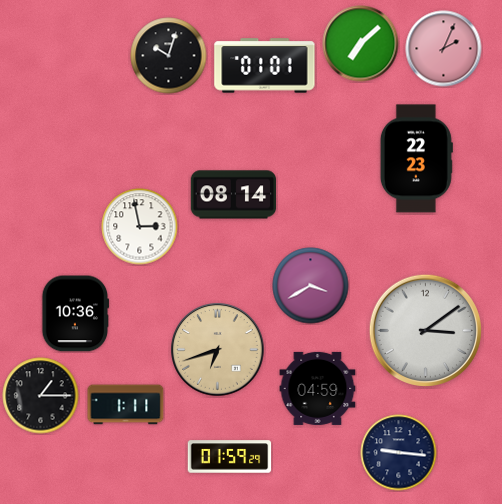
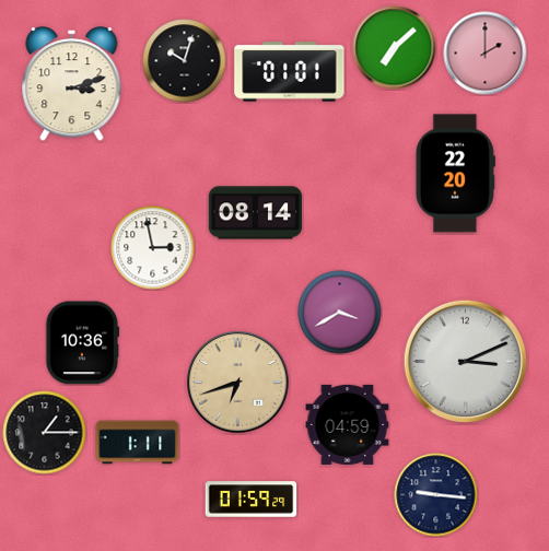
clock at (444, 49): 2:04 -> 2:00
clock at (72, 84): none -> 3:12
clock at (416, 159): 22:23 -> 22:20
clock at (425, 330): 3:09 -> 3:11
